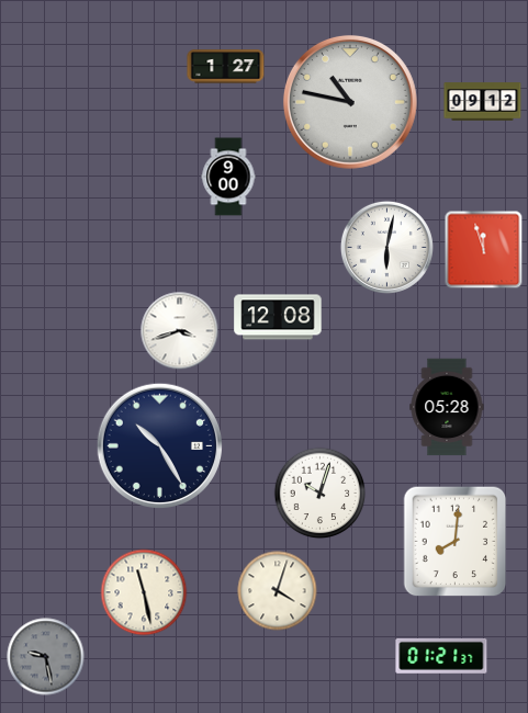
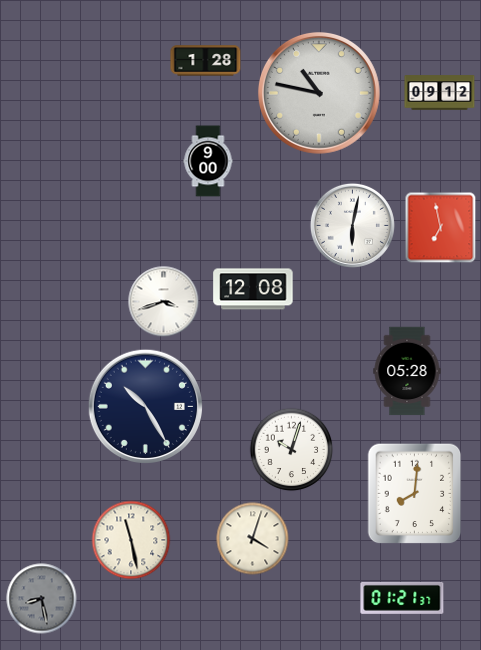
clock at (226, 67): 1:27 -> 1:28
clock at (484, 250): 11:57 -> 6:58
clock at (46, 657): 9:28 -> 8:28
